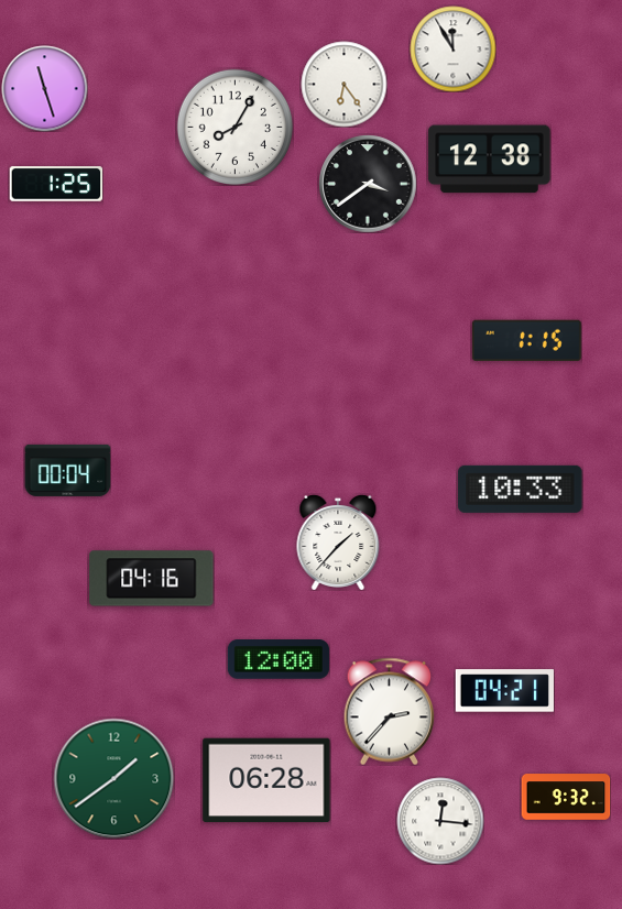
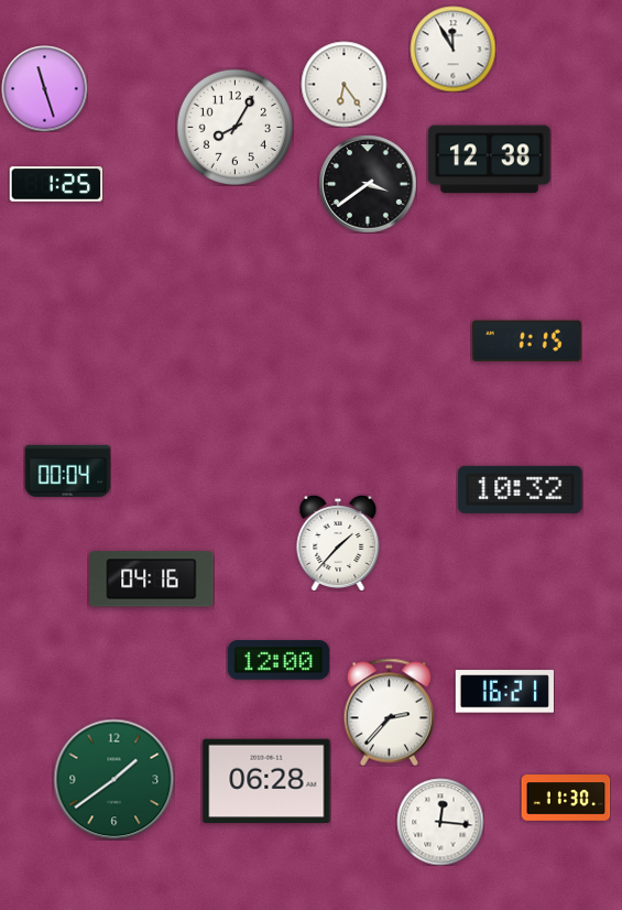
clock at (521, 489): 10:33 -> 10:32
clock at (504, 691): 04:21 -> 16:21
clock at (566, 797): 9:32 -> 11:30
